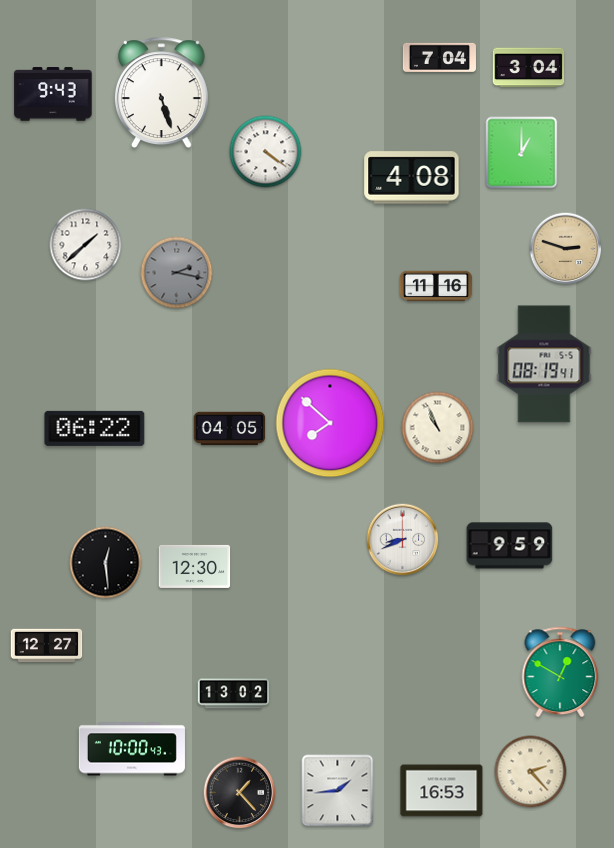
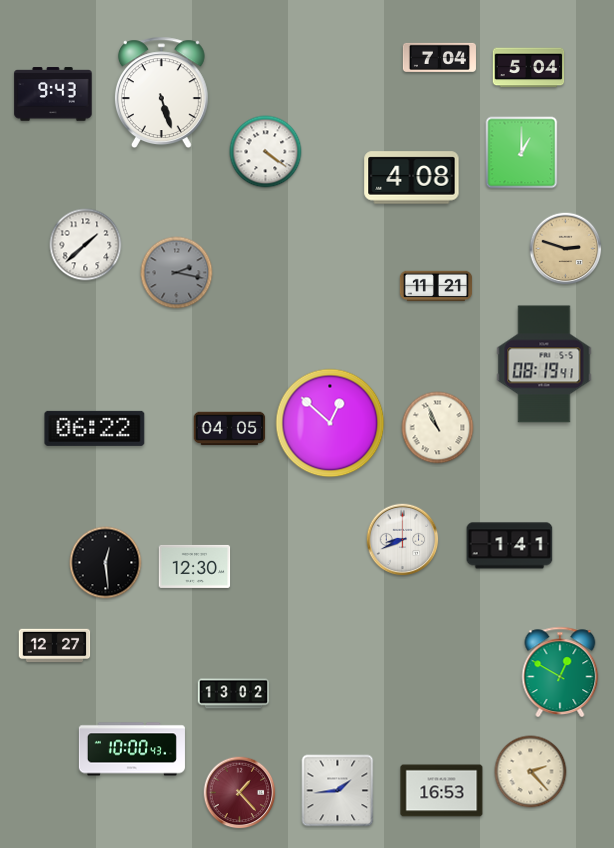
clock at (529, 68): 3:04 -> 5:04
clock at (436, 286): 11:16 -> 11:21
clock at (330, 423): 7:52 -> 12:52
clock at (510, 546): 9:59 -> 1:41
clock at (47, 646) position: (47, 646) -> (55, 646)
clock at (240, 793) dial: black -> burgundy
